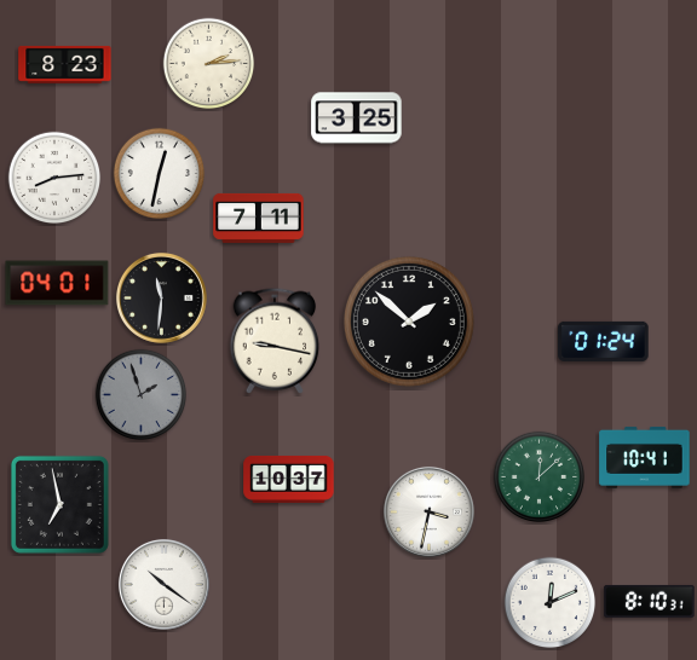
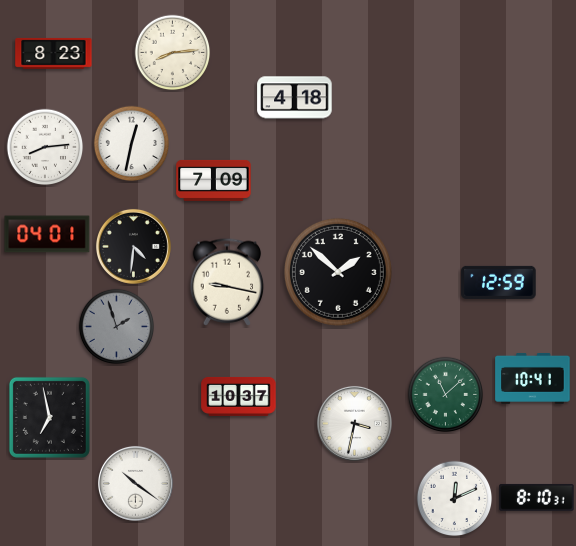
clock at (209, 64): 2:14 -> 8:14
clock at (357, 118): 3:25 -> 4:18
clock at (259, 218): 7:11 -> 7:09
clock at (161, 297): 11:31 -> 4:31
clock at (409, 322) position: (409, 322) -> (338, 272)
clock at (604, 341): 01:24 -> 12:59
clock at (540, 477): 12:08 -> 11:08
